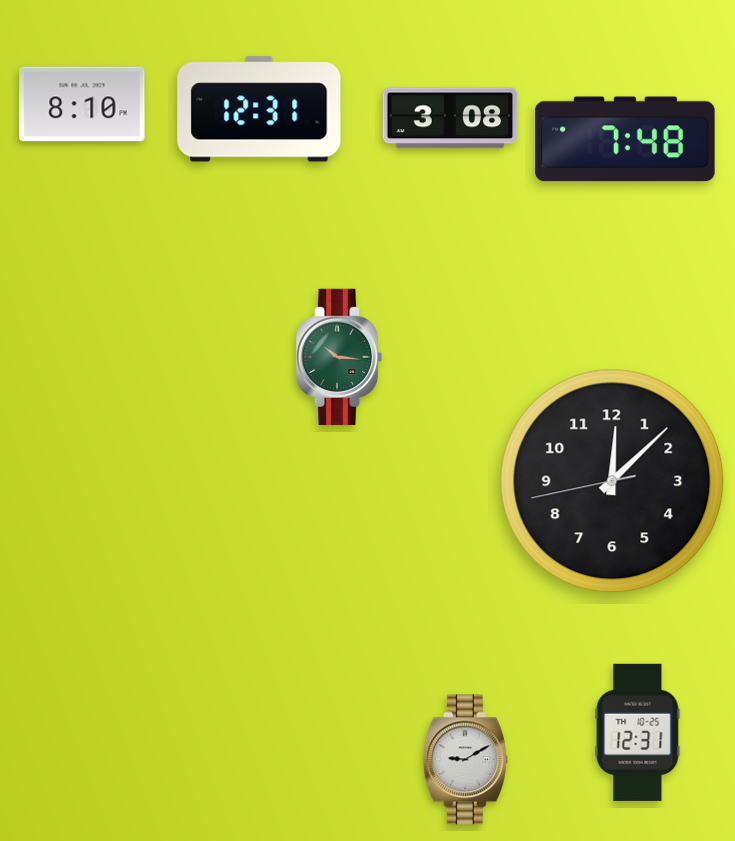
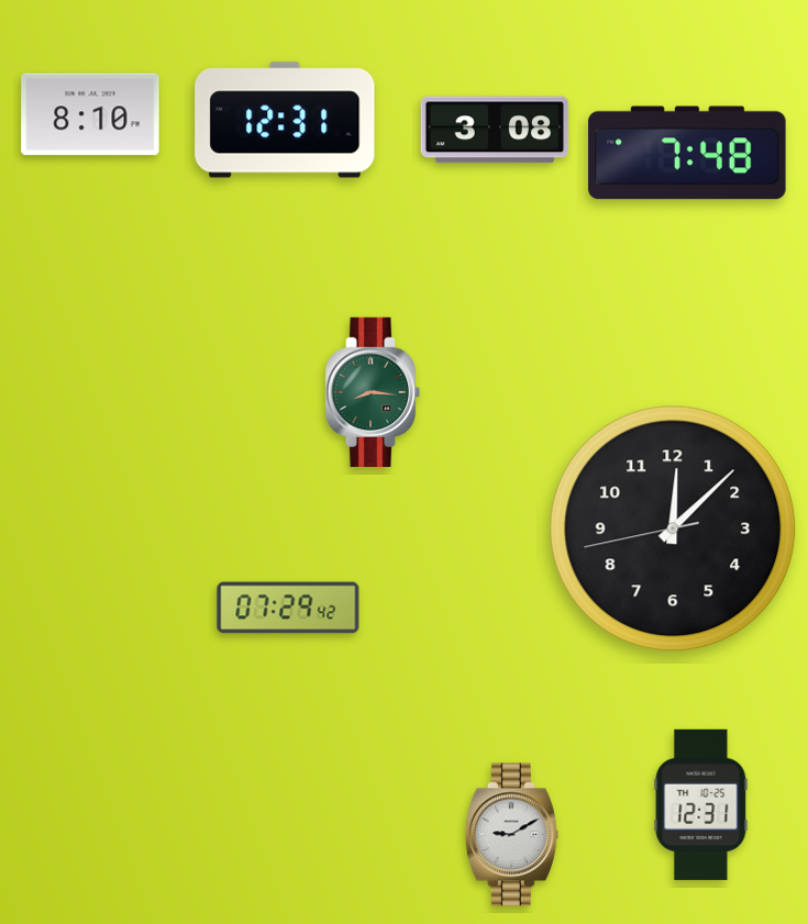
clock at (339, 357): 10:16 -> 8:16
clock at (288, 608): none -> 07:29
